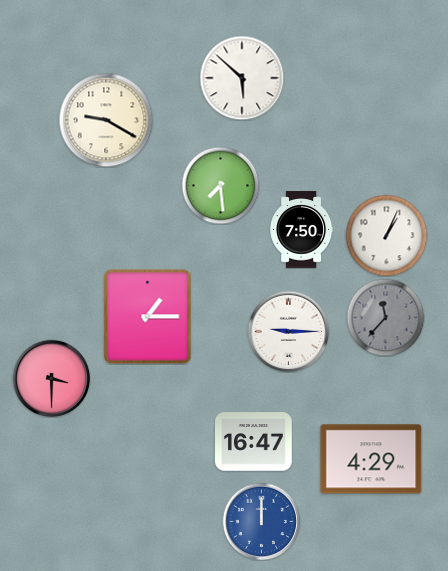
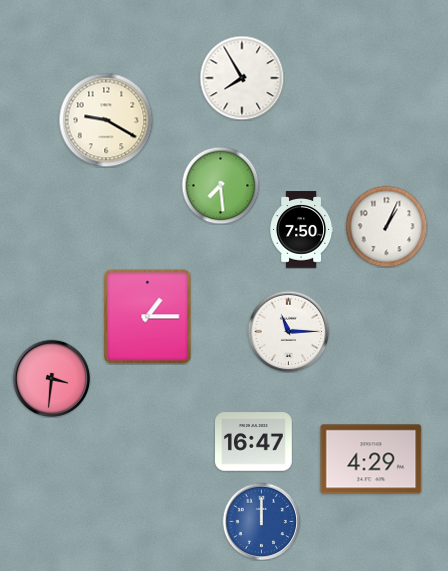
clock at (242, 78): 5:52 -> 7:55
clock at (386, 235) position: (386, 235) -> (386, 226)
clock at (385, 317): 11:37 -> none
clock at (288, 331): 9:15 -> 11:15
clock at (51, 378): 3:30 -> 3:31
